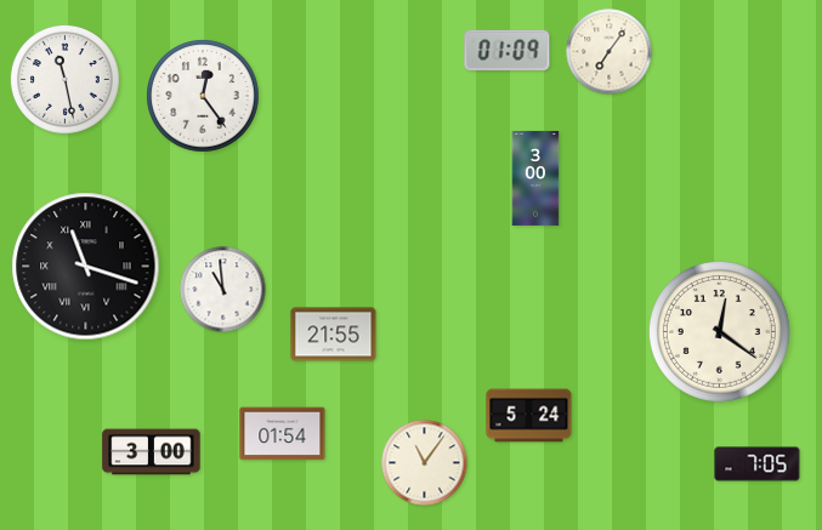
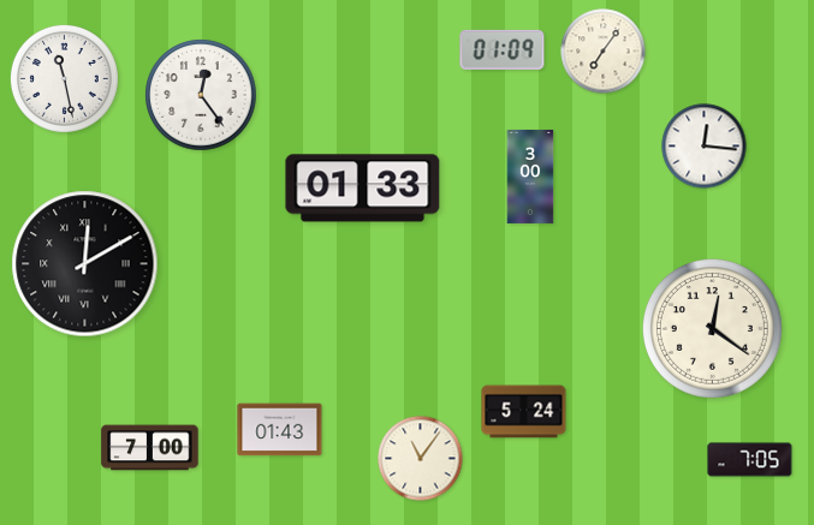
clock at (705, 147): none -> 12:16
clock at (363, 189): none -> 01:33
clock at (86, 267): 11:18 -> 12:10
clock at (223, 290): 10:59 -> none
clock at (334, 335): 21:55 -> none
clock at (283, 434): 01:54 -> 01:43
clock at (152, 452): 3:00 -> 7:00
